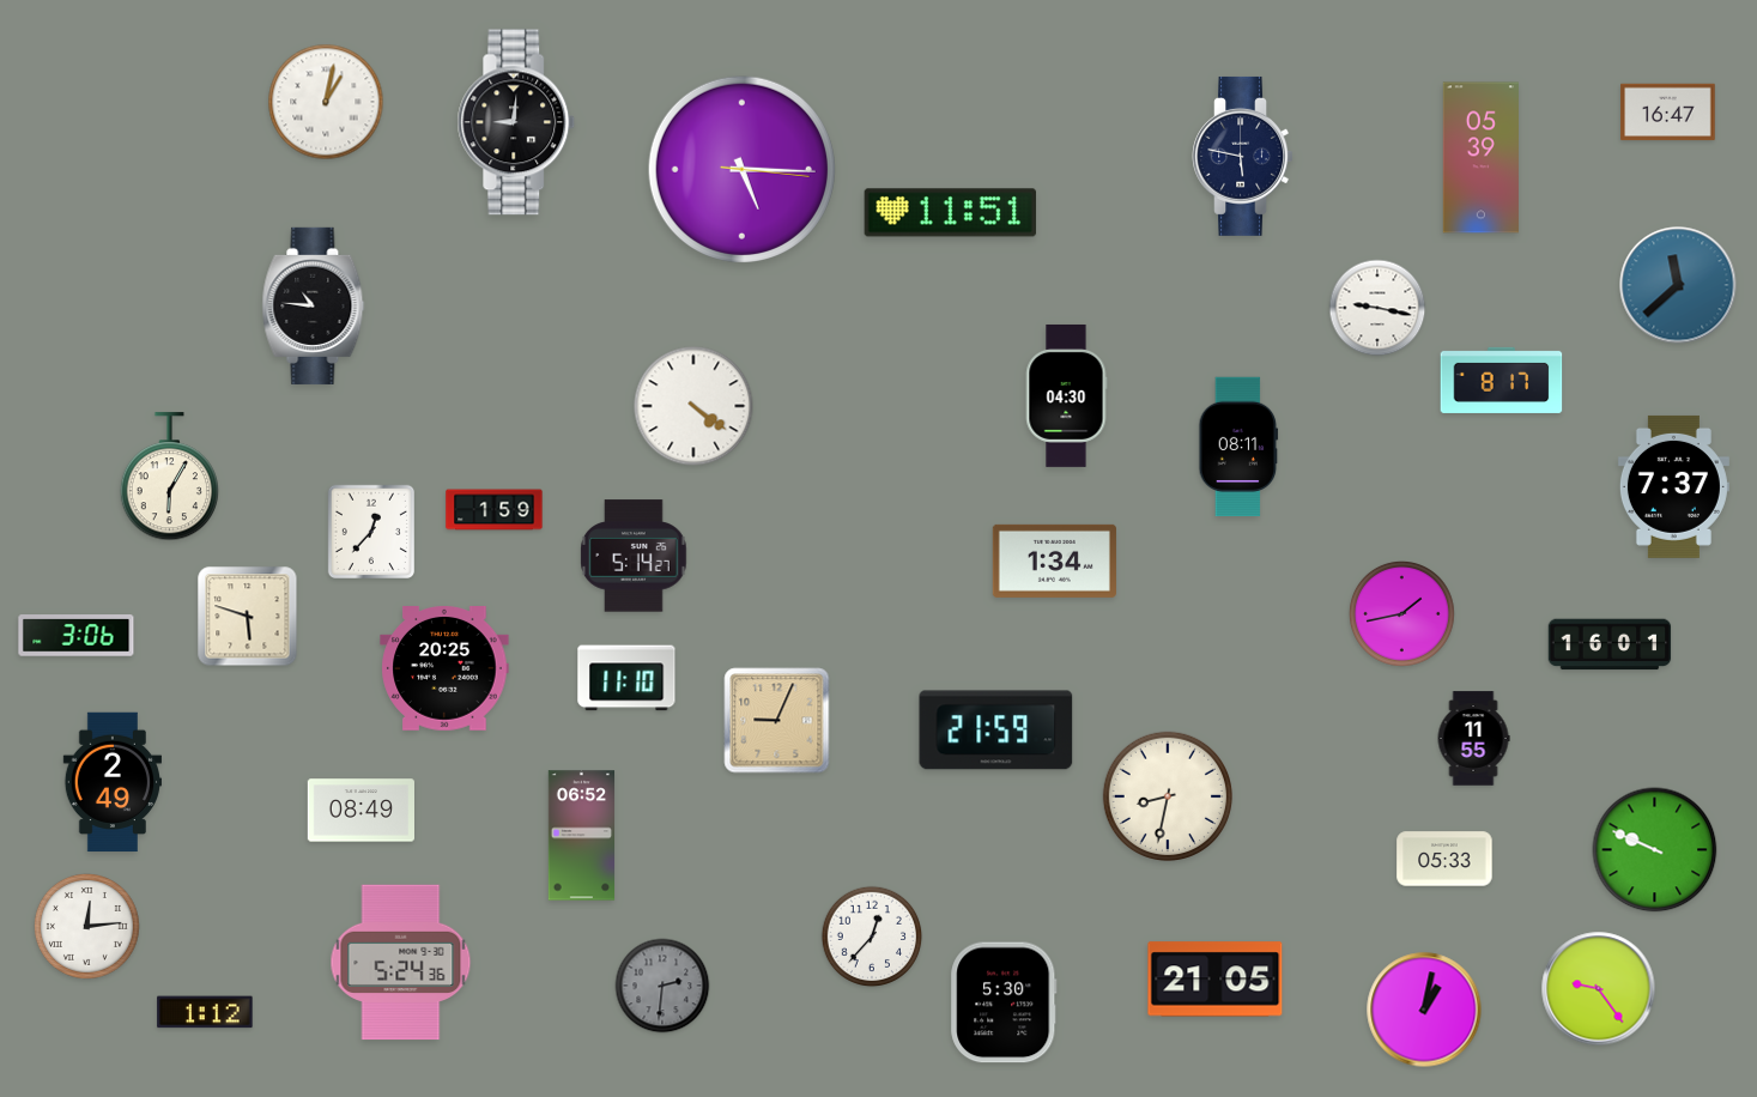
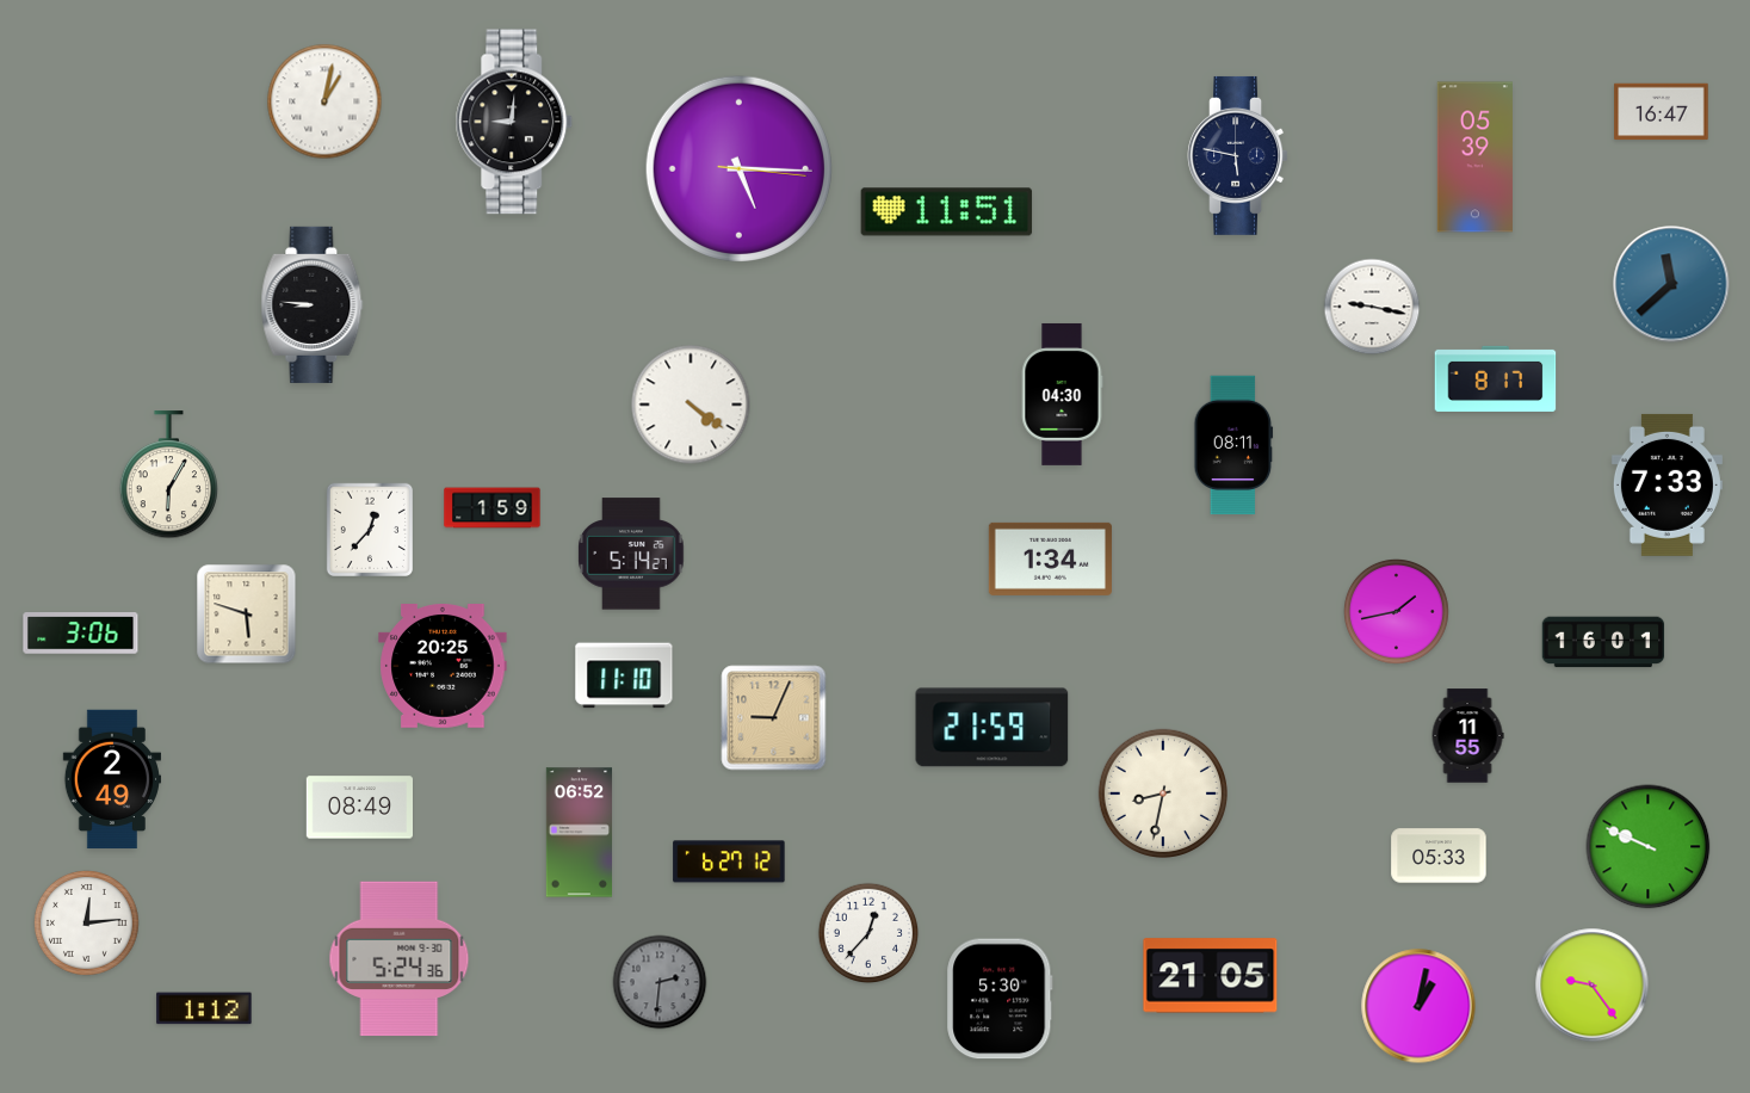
clock at (314, 305): 10:46 -> 8:46
clock at (1673, 486): 7:37 -> 7:33
clock at (77, 636) position: (77, 636) -> (81, 634)
clock at (729, 862): none -> 6:27
